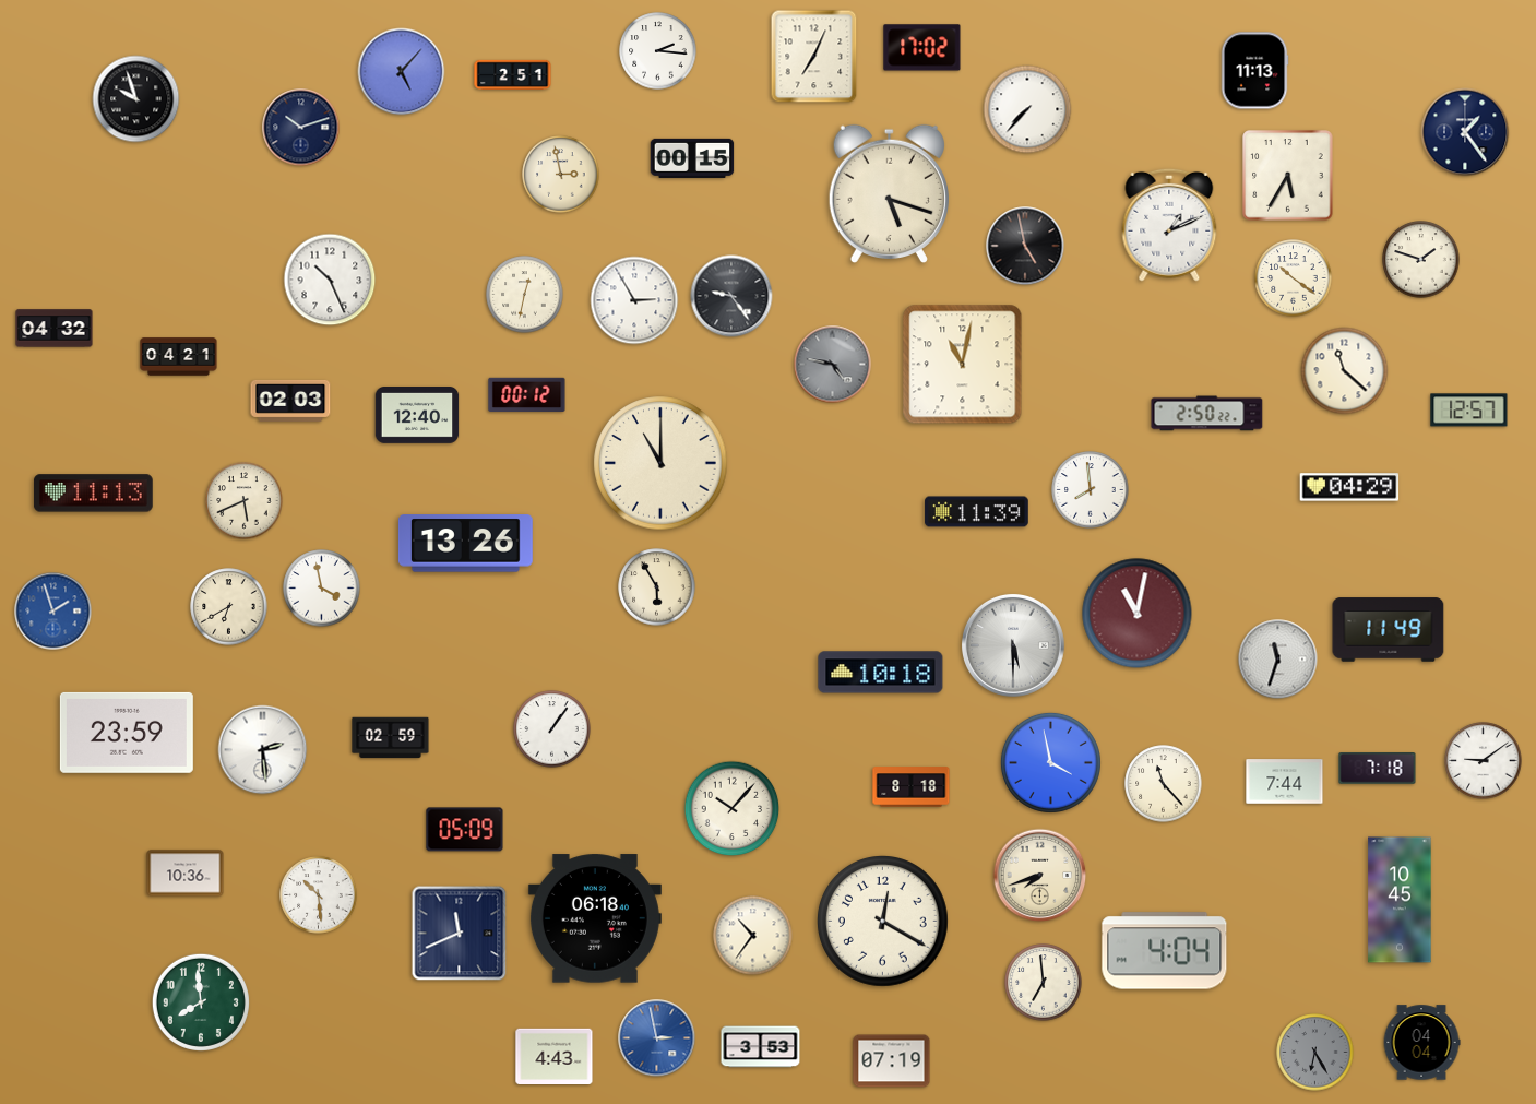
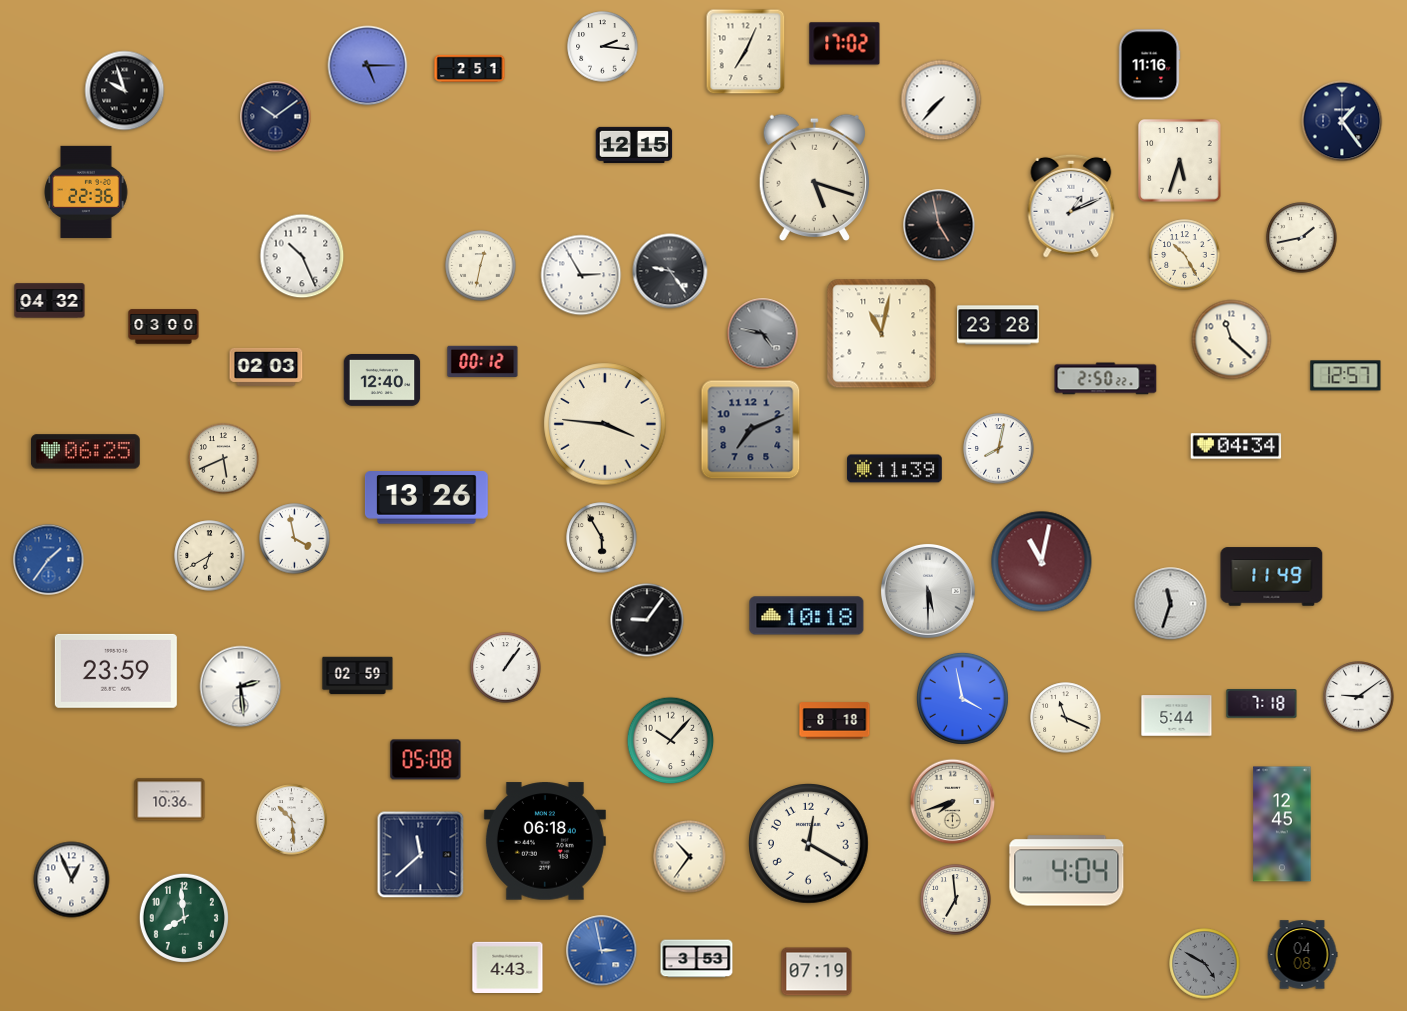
clock at (1254, 71): 11:13 -> 11:16
clock at (402, 72): 5:07 -> 5:15
clock at (301, 128): 10:12 -> 10:09
clock at (692, 158): 00:15 -> 12:15
clock at (561, 175): 2:58 -> none
clock at (1288, 176): 5:35 -> 5:33
clock at (86, 192): none -> 22:36
clock at (1421, 260): 1:48 -> 1:43
clock at (1294, 278): 10:21 -> 10:25
clock at (525, 295) position: (525, 295) -> (481, 266)
clock at (998, 325): none -> 23:28
clock at (179, 357): 04:21 -> 03:00
clock at (660, 463): 11:00 -> 3:46
clock at (751, 430): none -> 7:11
clock at (1349, 487): 04:29 -> 04:34
clock at (1091, 490): 7:59 -> 8:02
clock at (93, 494): 11:13 -> 06:25
clock at (53, 612): 1:57 -> 1:36
clock at (647, 620): none -> 9:06
clock at (1285, 782): 7:44 -> 5:44
clock at (1164, 784): 11:23 -> 11:19
clock at (465, 830): 05:09 -> 05:08
clock at (1400, 900): 10:45 -> 12:45
clock at (460, 934): 11:41 -> 11:38
clock at (72, 880): none -> 12:56
clock at (1421, 1043): 04:04 -> 04:08
clock at (1315, 1053): 6:25 -> 4:50
